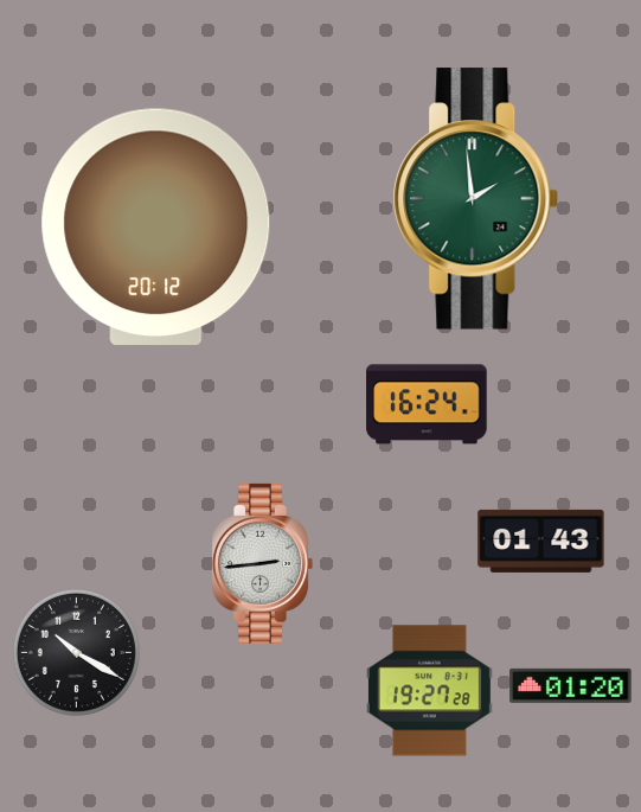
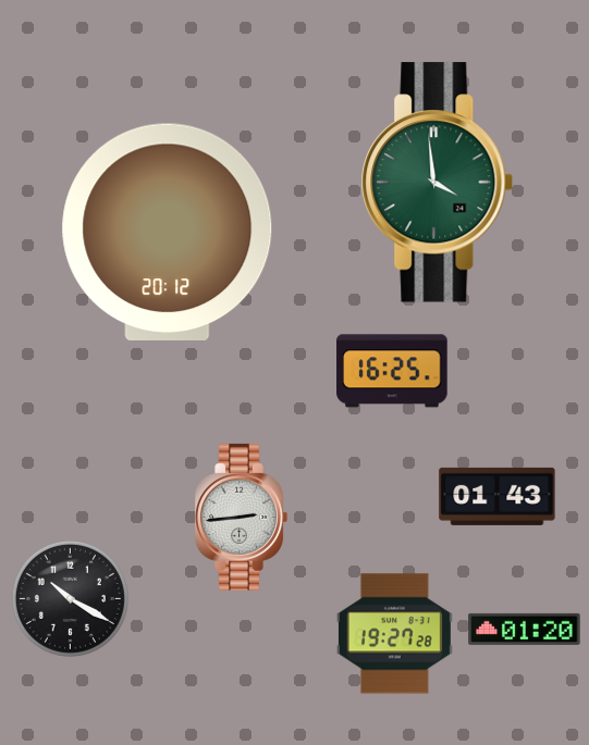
clock at (476, 199): 1:59 -> 3:59
clock at (156, 226) position: (156, 226) -> (168, 232)
clock at (427, 404): 16:24 -> 16:25
